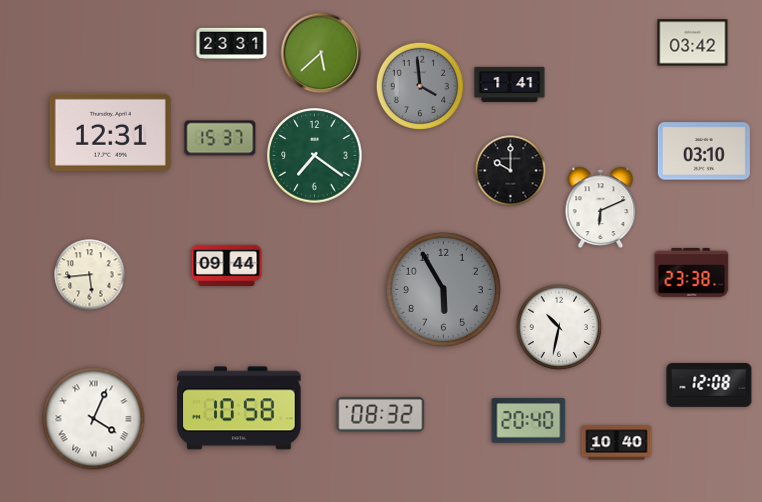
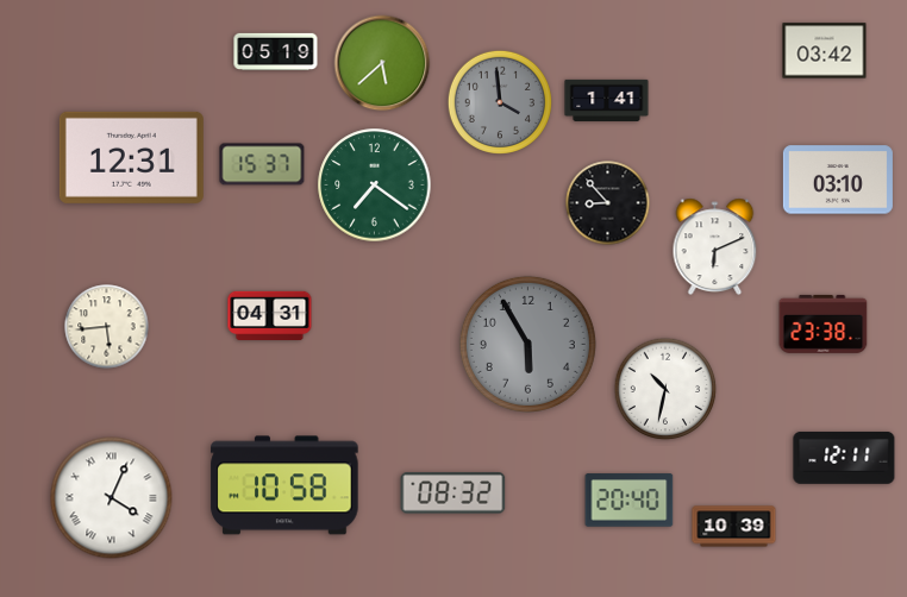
clock at (232, 43): 23:31 -> 05:19
clock at (511, 171): 10:00 -> 8:53
clock at (227, 266): 09:44 -> 04:31
clock at (709, 385): 12:08 -> 12:11
clock at (617, 443): 10:40 -> 10:39
